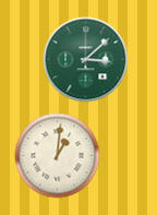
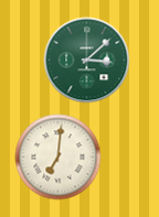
clock at (57, 155): 1:01 -> 7:01
